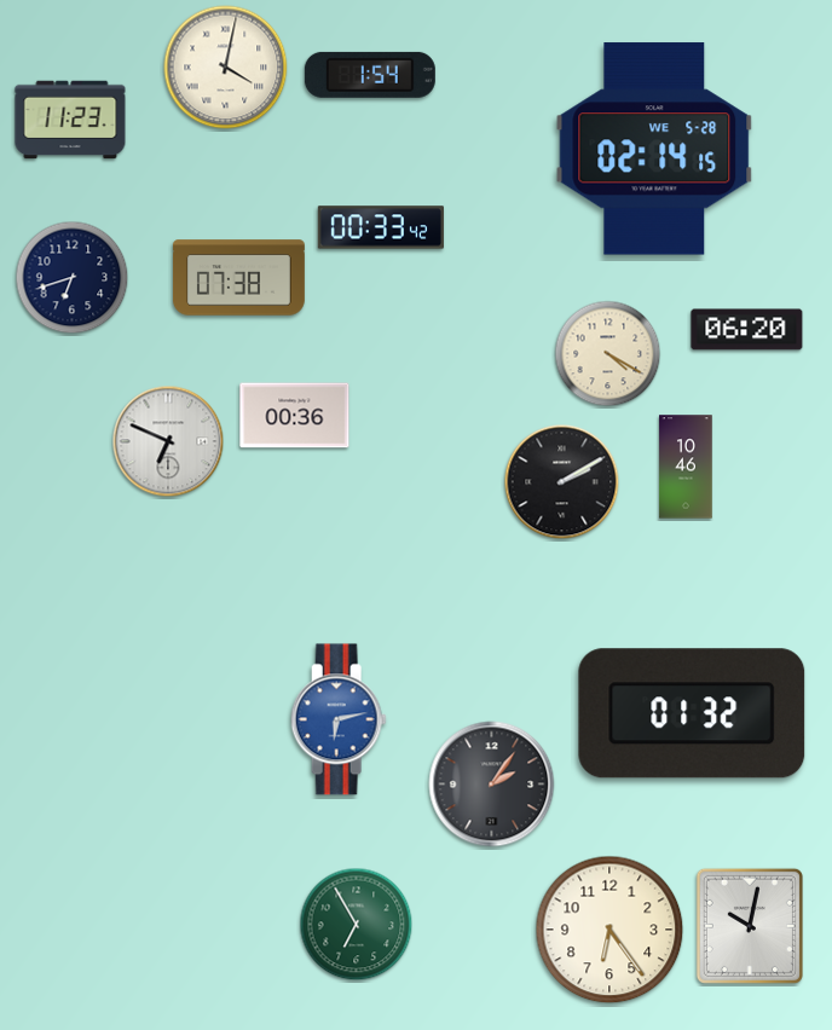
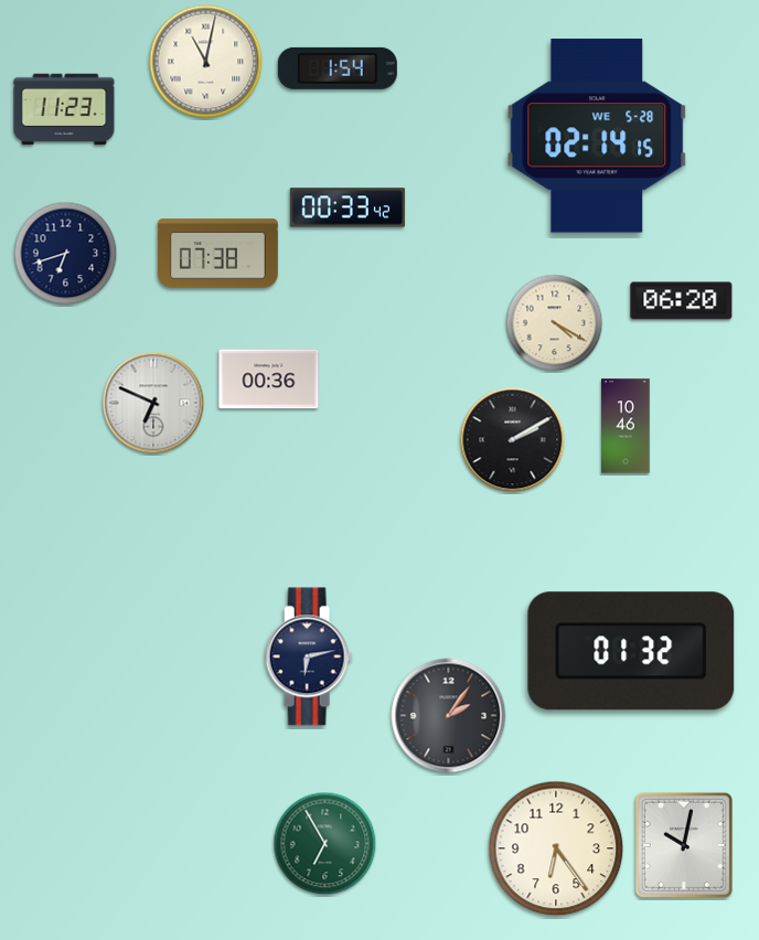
clock at (226, 68): 4:02 -> 11:02
clock at (339, 719) dial: blue -> navy
